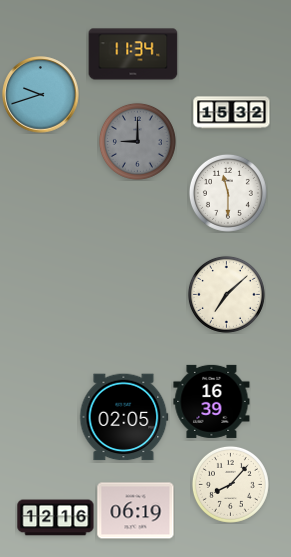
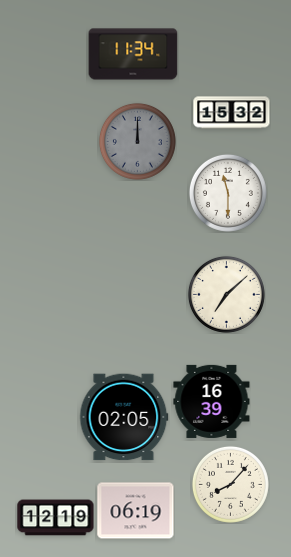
clock at (41, 95): 9:42 -> none
clock at (137, 141): 9:00 -> 12:00
clock at (56, 518): 12:16 -> 12:19
